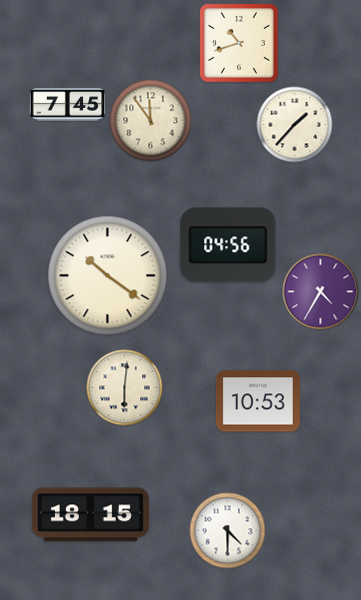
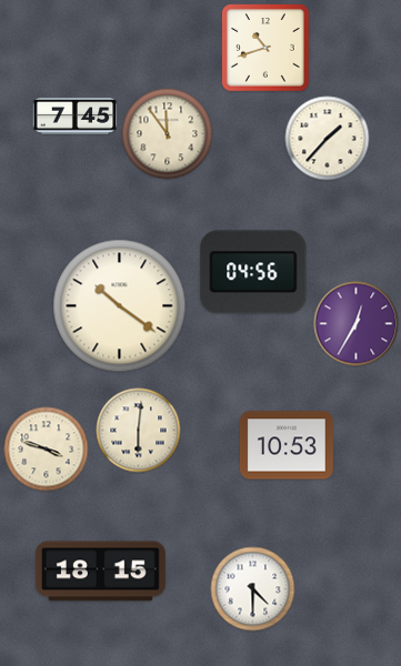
clock at (321, 292): 4:35 -> 12:35
clock at (47, 450): none -> 3:48
